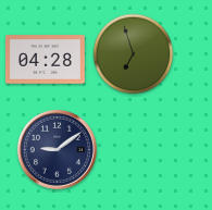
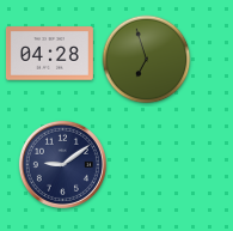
clock at (45, 60) position: (45, 60) -> (49, 54)
